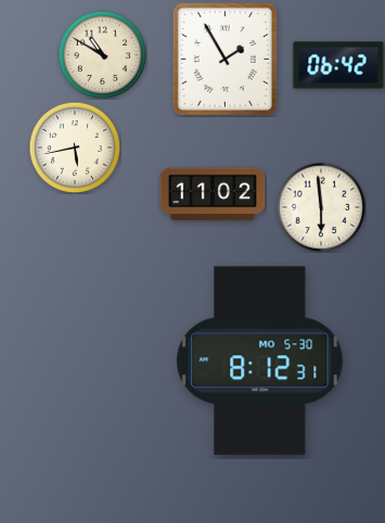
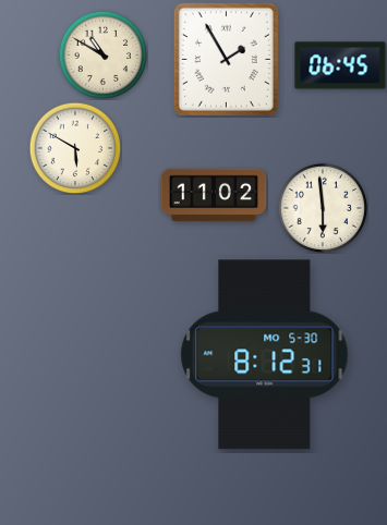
clock at (338, 65): 06:42 -> 06:45
clock at (75, 148): 5:43 -> 5:50
clock at (260, 361) position: (260, 361) -> (265, 355)
